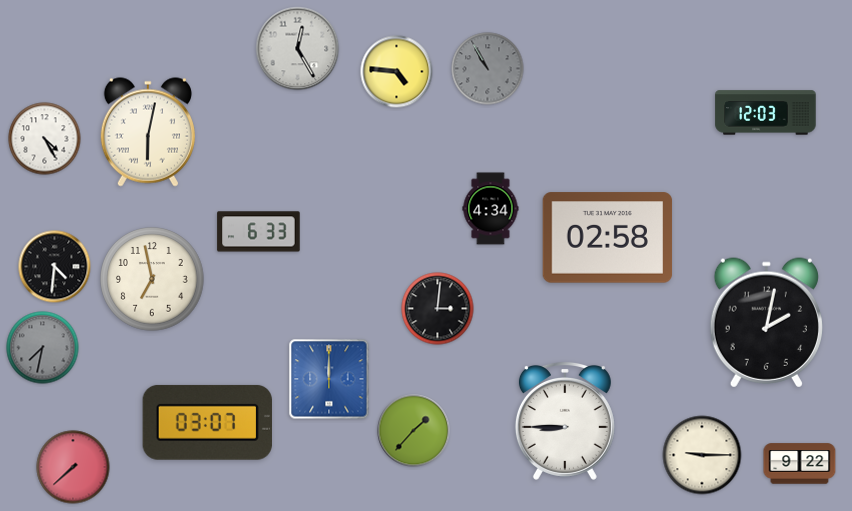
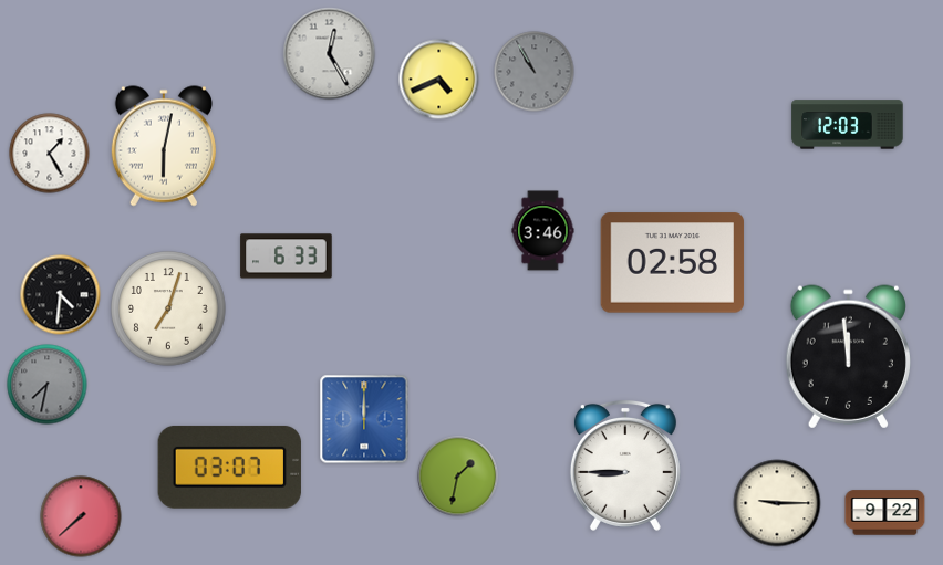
clock at (488, 69) position: (488, 69) -> (535, 72)
clock at (397, 72): 4:46 -> 4:41
clock at (45, 139): 4:25 -> 1:25
clock at (491, 209): 4:34 -> 3:46
clock at (152, 279): 6:58 -> 7:03
clock at (438, 309): 3:01 -> none
clock at (766, 323): 2:02 -> 11:59
clock at (414, 431): 1:37 -> 1:32
